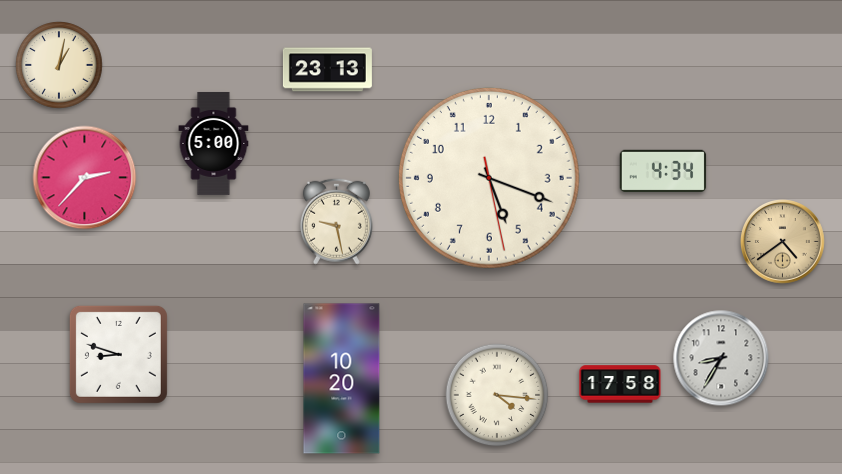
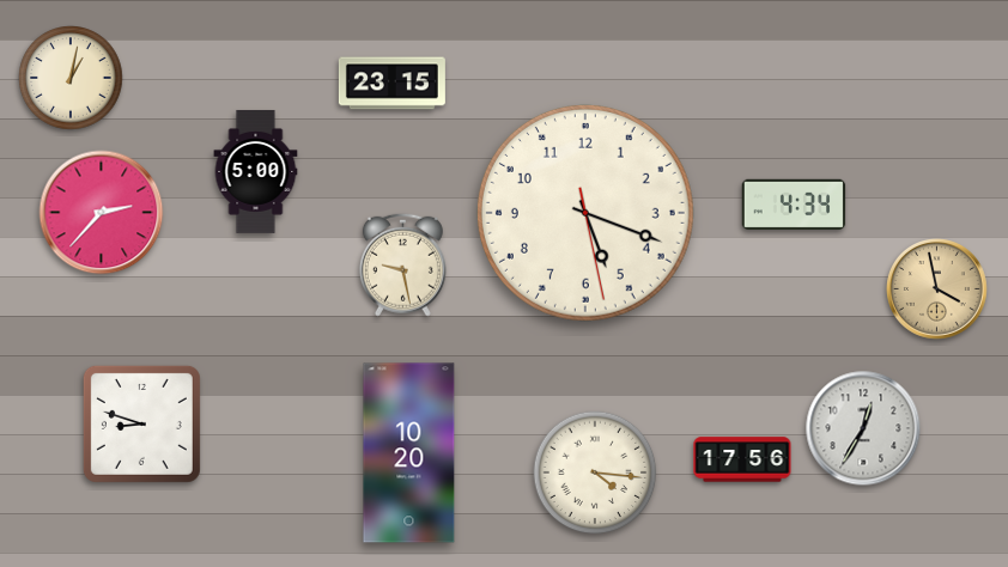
clock at (327, 70): 23:13 -> 23:15
clock at (783, 242): 4:39 -> 3:58
clock at (721, 358): 8:35 -> 12:35
clock at (620, 384): 17:58 -> 17:56
